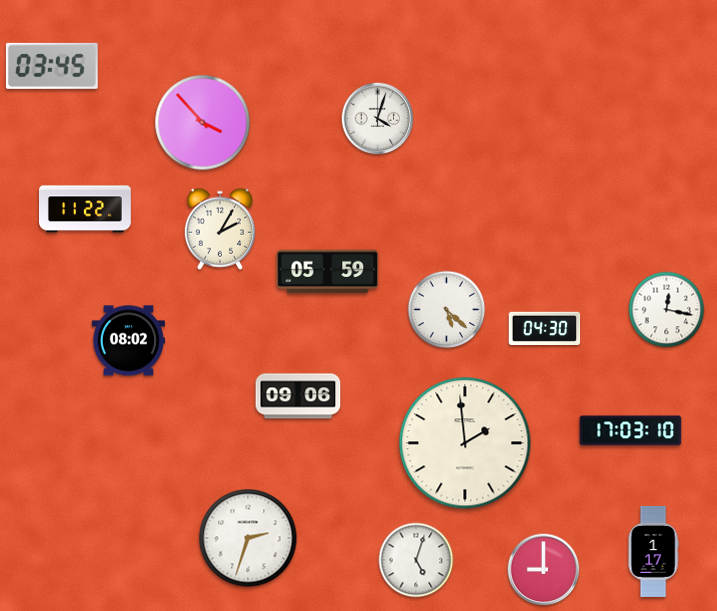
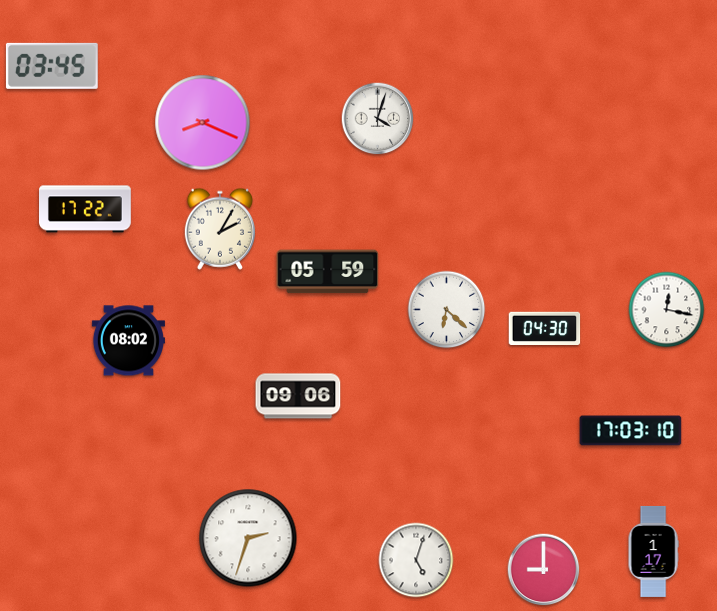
clock at (203, 123): 3:53 -> 8:19
clock at (86, 209): 11:22 -> 17:22
clock at (447, 310): 5:22 -> 6:22
clock at (465, 443): 1:59 -> none
